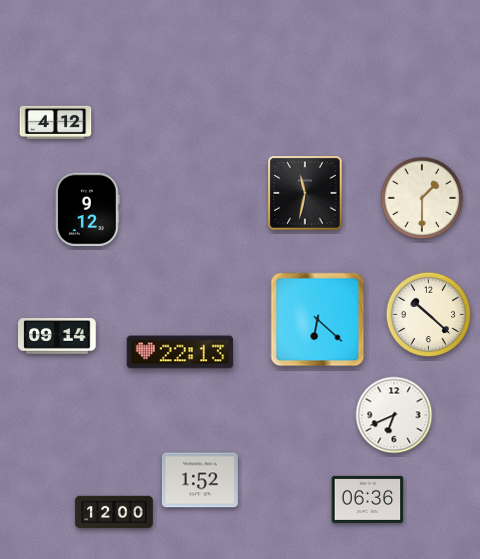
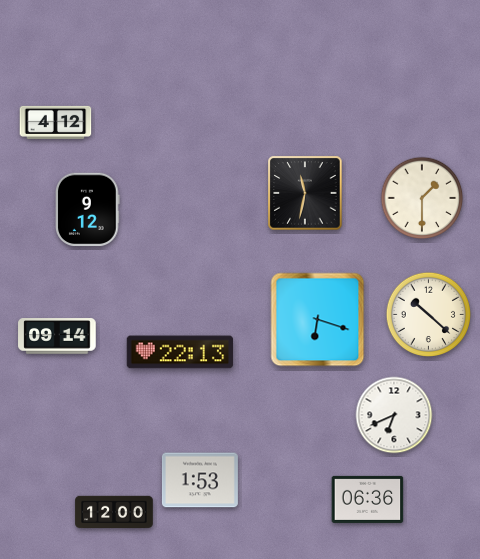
clock at (318, 320): 6:22 -> 6:18
clock at (200, 480): 1:52 -> 1:53
